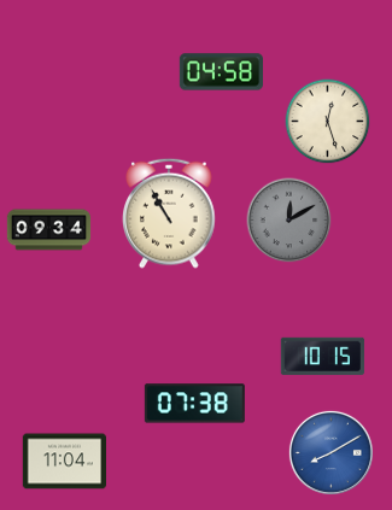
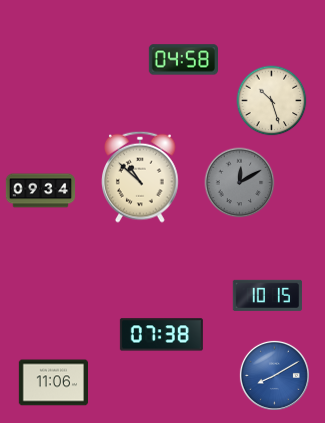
clock at (328, 122): 12:27 -> 10:27
clock at (170, 213): 10:55 -> 10:52
clock at (64, 462): 11:04 -> 11:06
